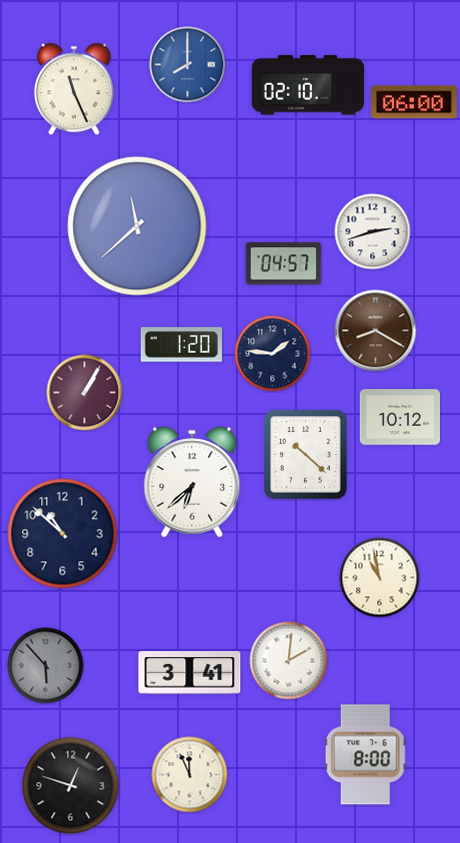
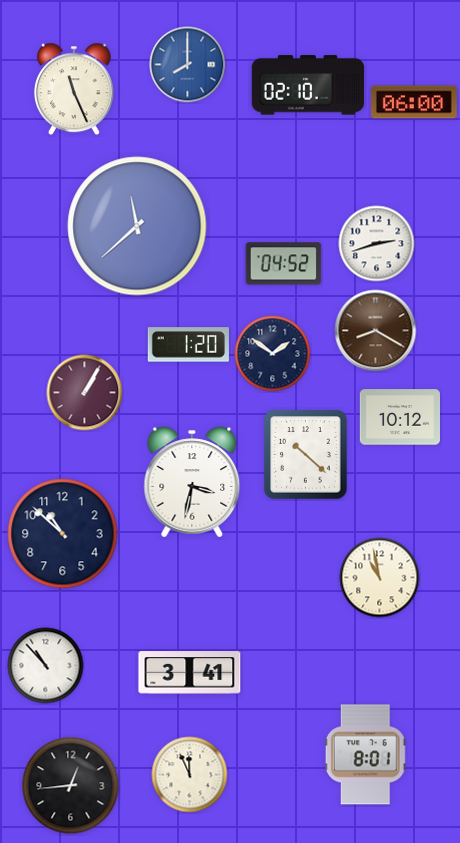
clock at (373, 232) position: (373, 232) -> (377, 244)
clock at (284, 264): 04:57 -> 04:52
clock at (181, 345) position: (181, 345) -> (188, 345)
clock at (273, 354): 1:46 -> 1:51
clock at (192, 482): 6:38 -> 3:32
clock at (289, 661): 2:01 -> none
clock at (46, 666): 5:53 -> 10:53
clock at (46, 666) dial: grey -> white
clock at (365, 755): 8:00 -> 8:01
clock at (71, 786): 12:48 -> 12:44
